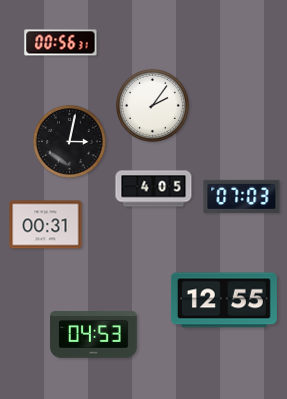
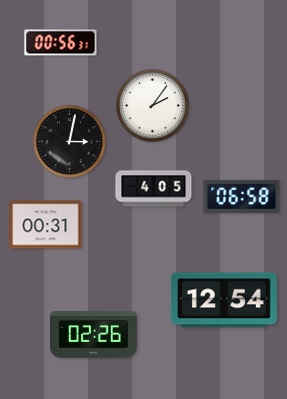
clock at (242, 196): 07:03 -> 06:58
clock at (224, 300): 12:55 -> 12:54
clock at (94, 335): 04:53 -> 02:26
